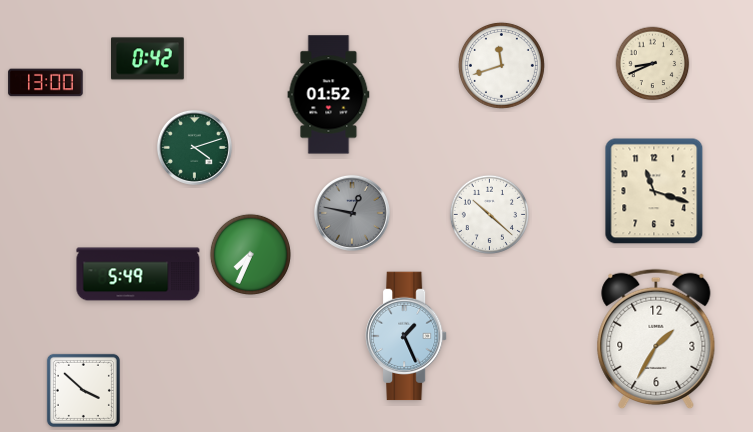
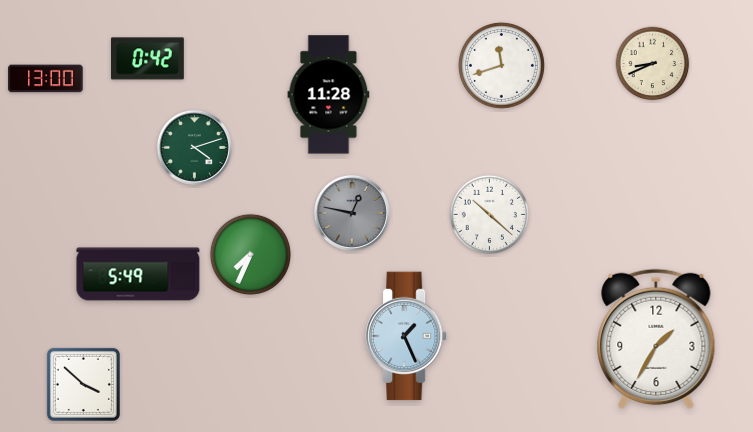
clock at (46, 83) position: (46, 83) -> (46, 79)
clock at (329, 95): 01:52 -> 11:28
clock at (654, 191): 11:18 -> none
clock at (83, 390) position: (83, 390) -> (83, 384)
